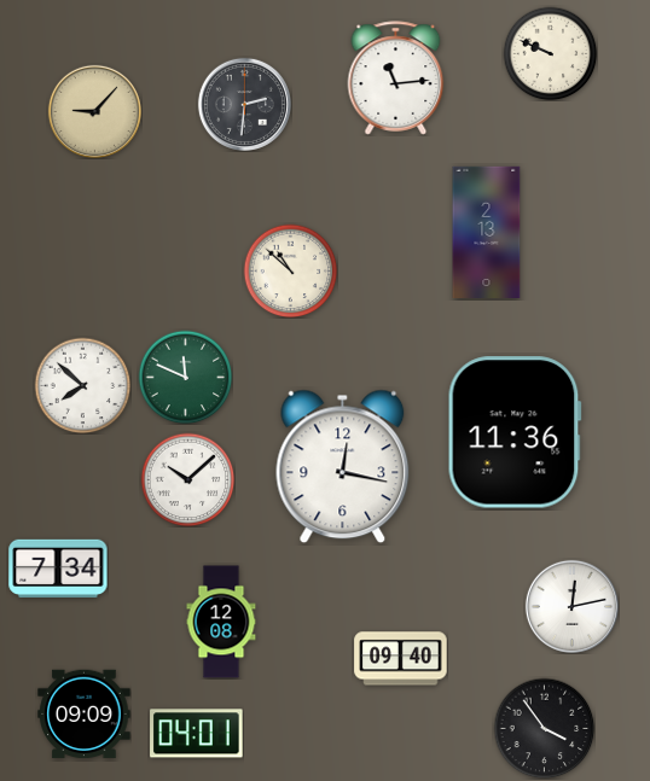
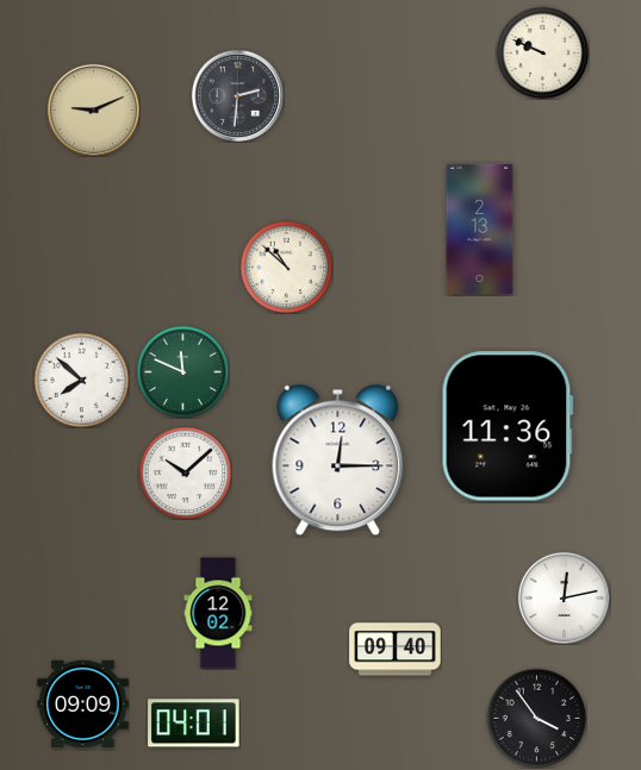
clock at (396, 78): 11:14 -> none
clock at (244, 104) position: (244, 104) -> (237, 95)
clock at (94, 111): 9:07 -> 9:11
clock at (343, 467): 12:17 -> 12:15
clock at (58, 569): 7:34 -> none
clock at (221, 622): 12:08 -> 12:02
